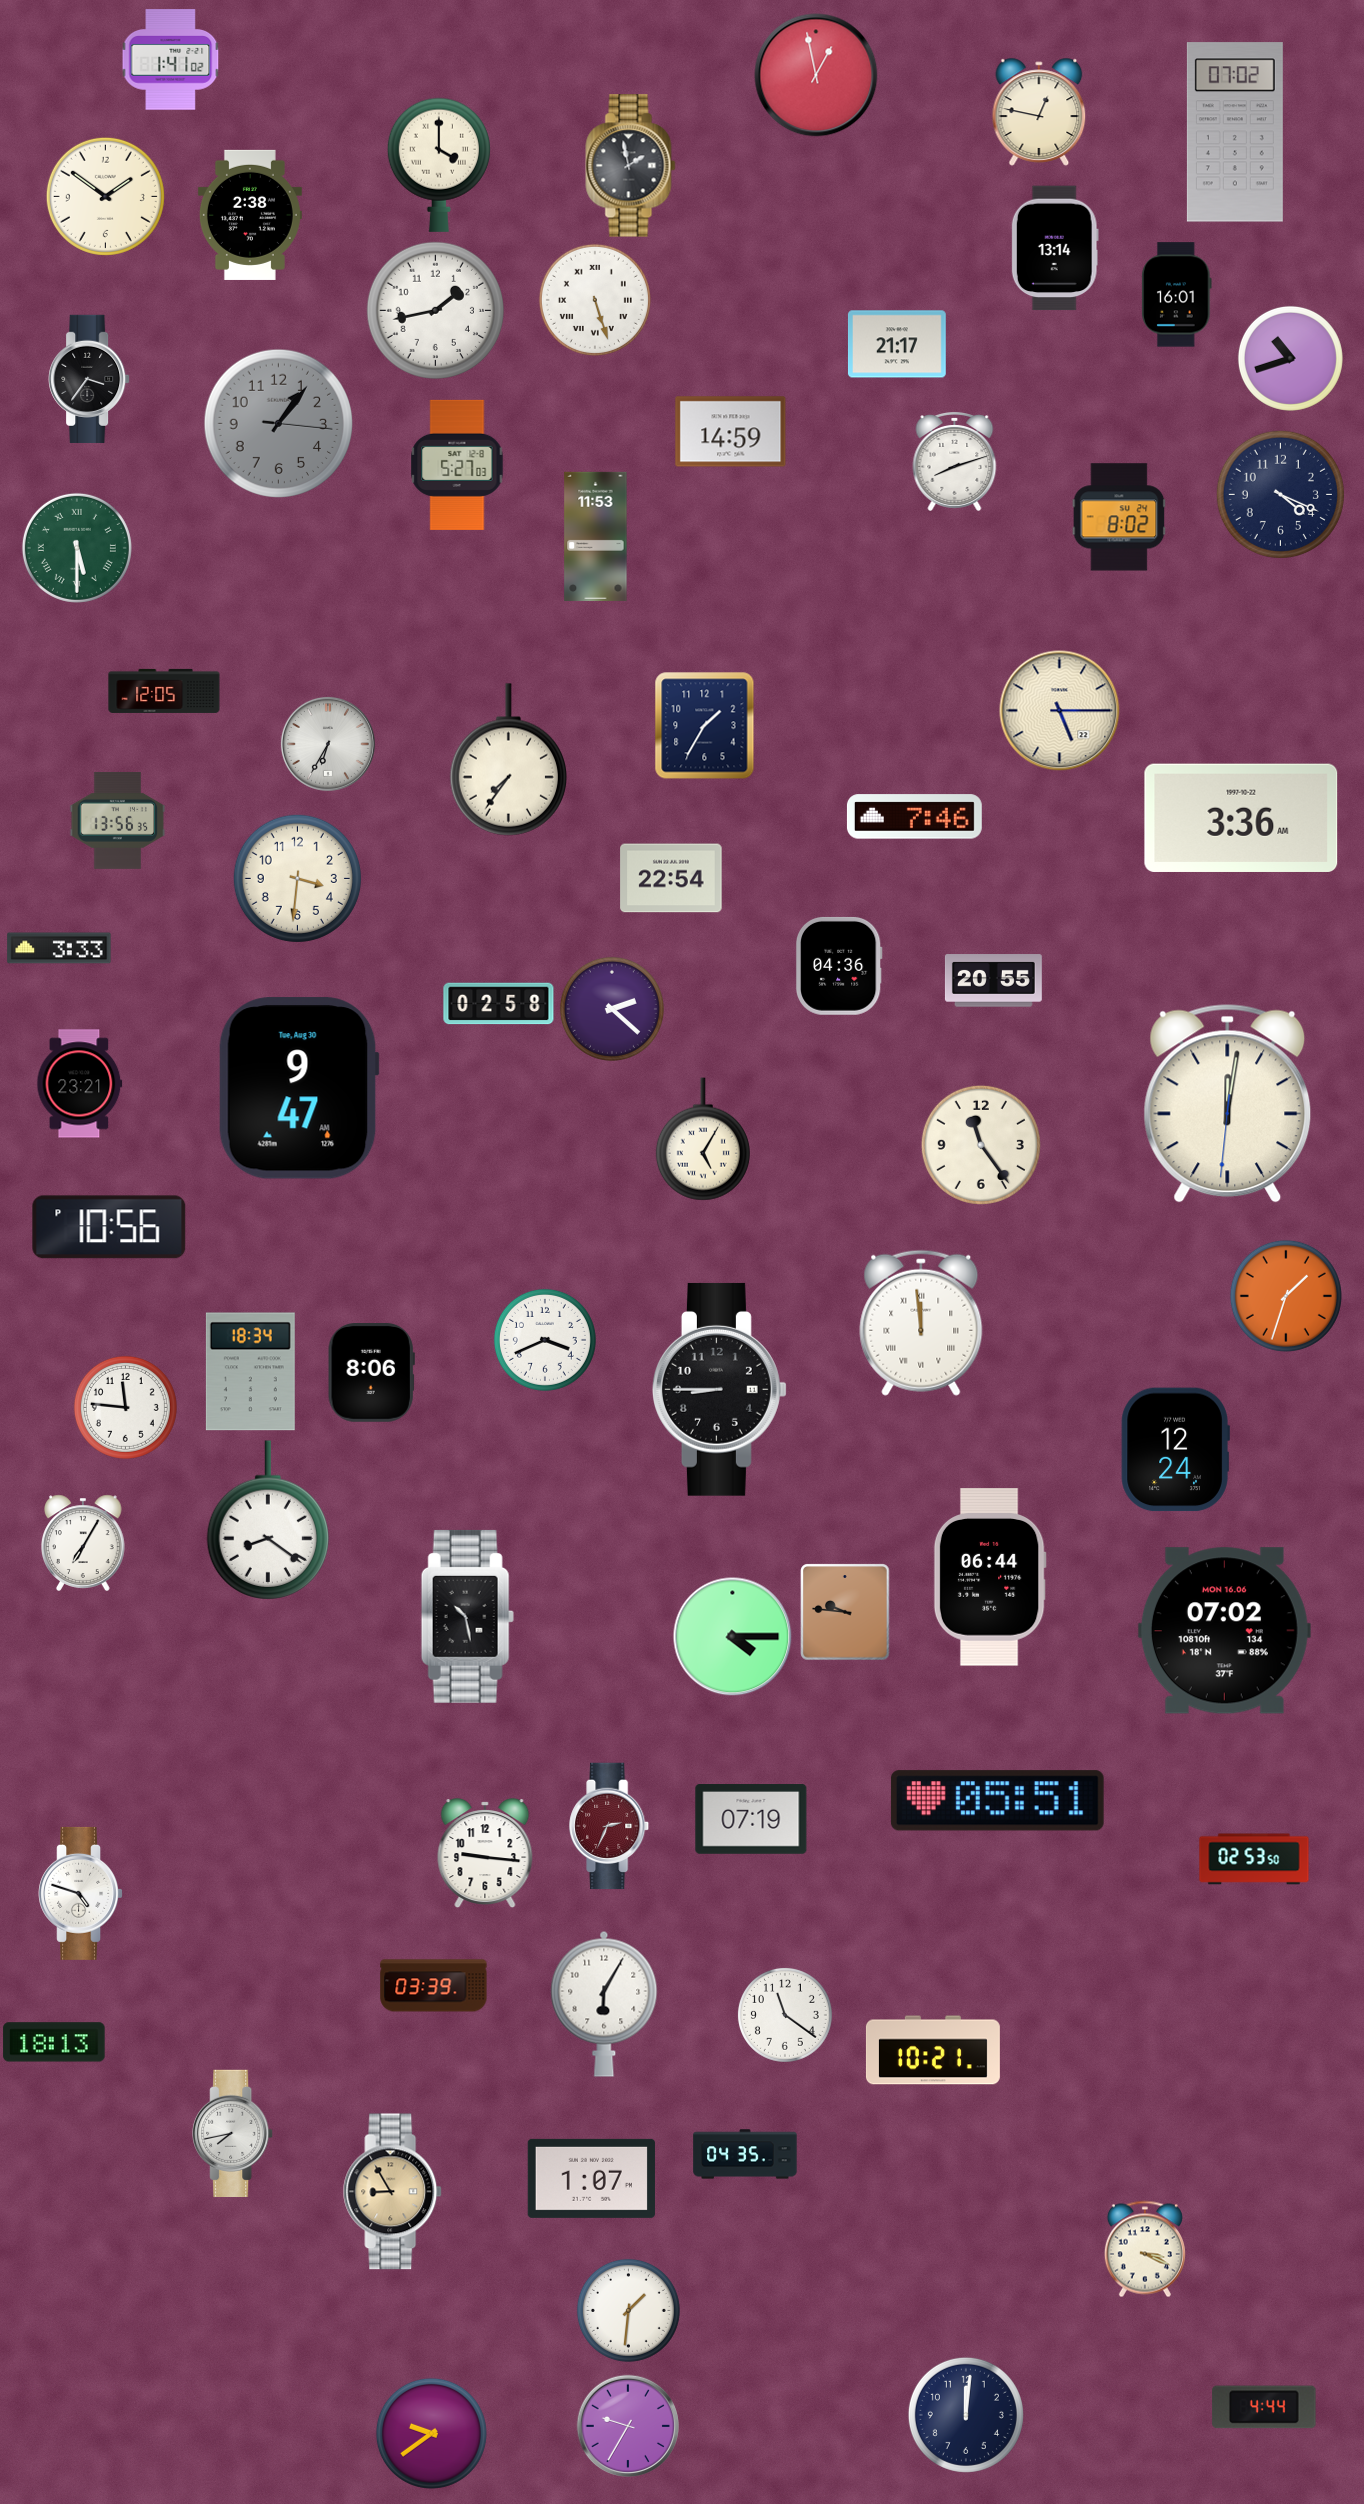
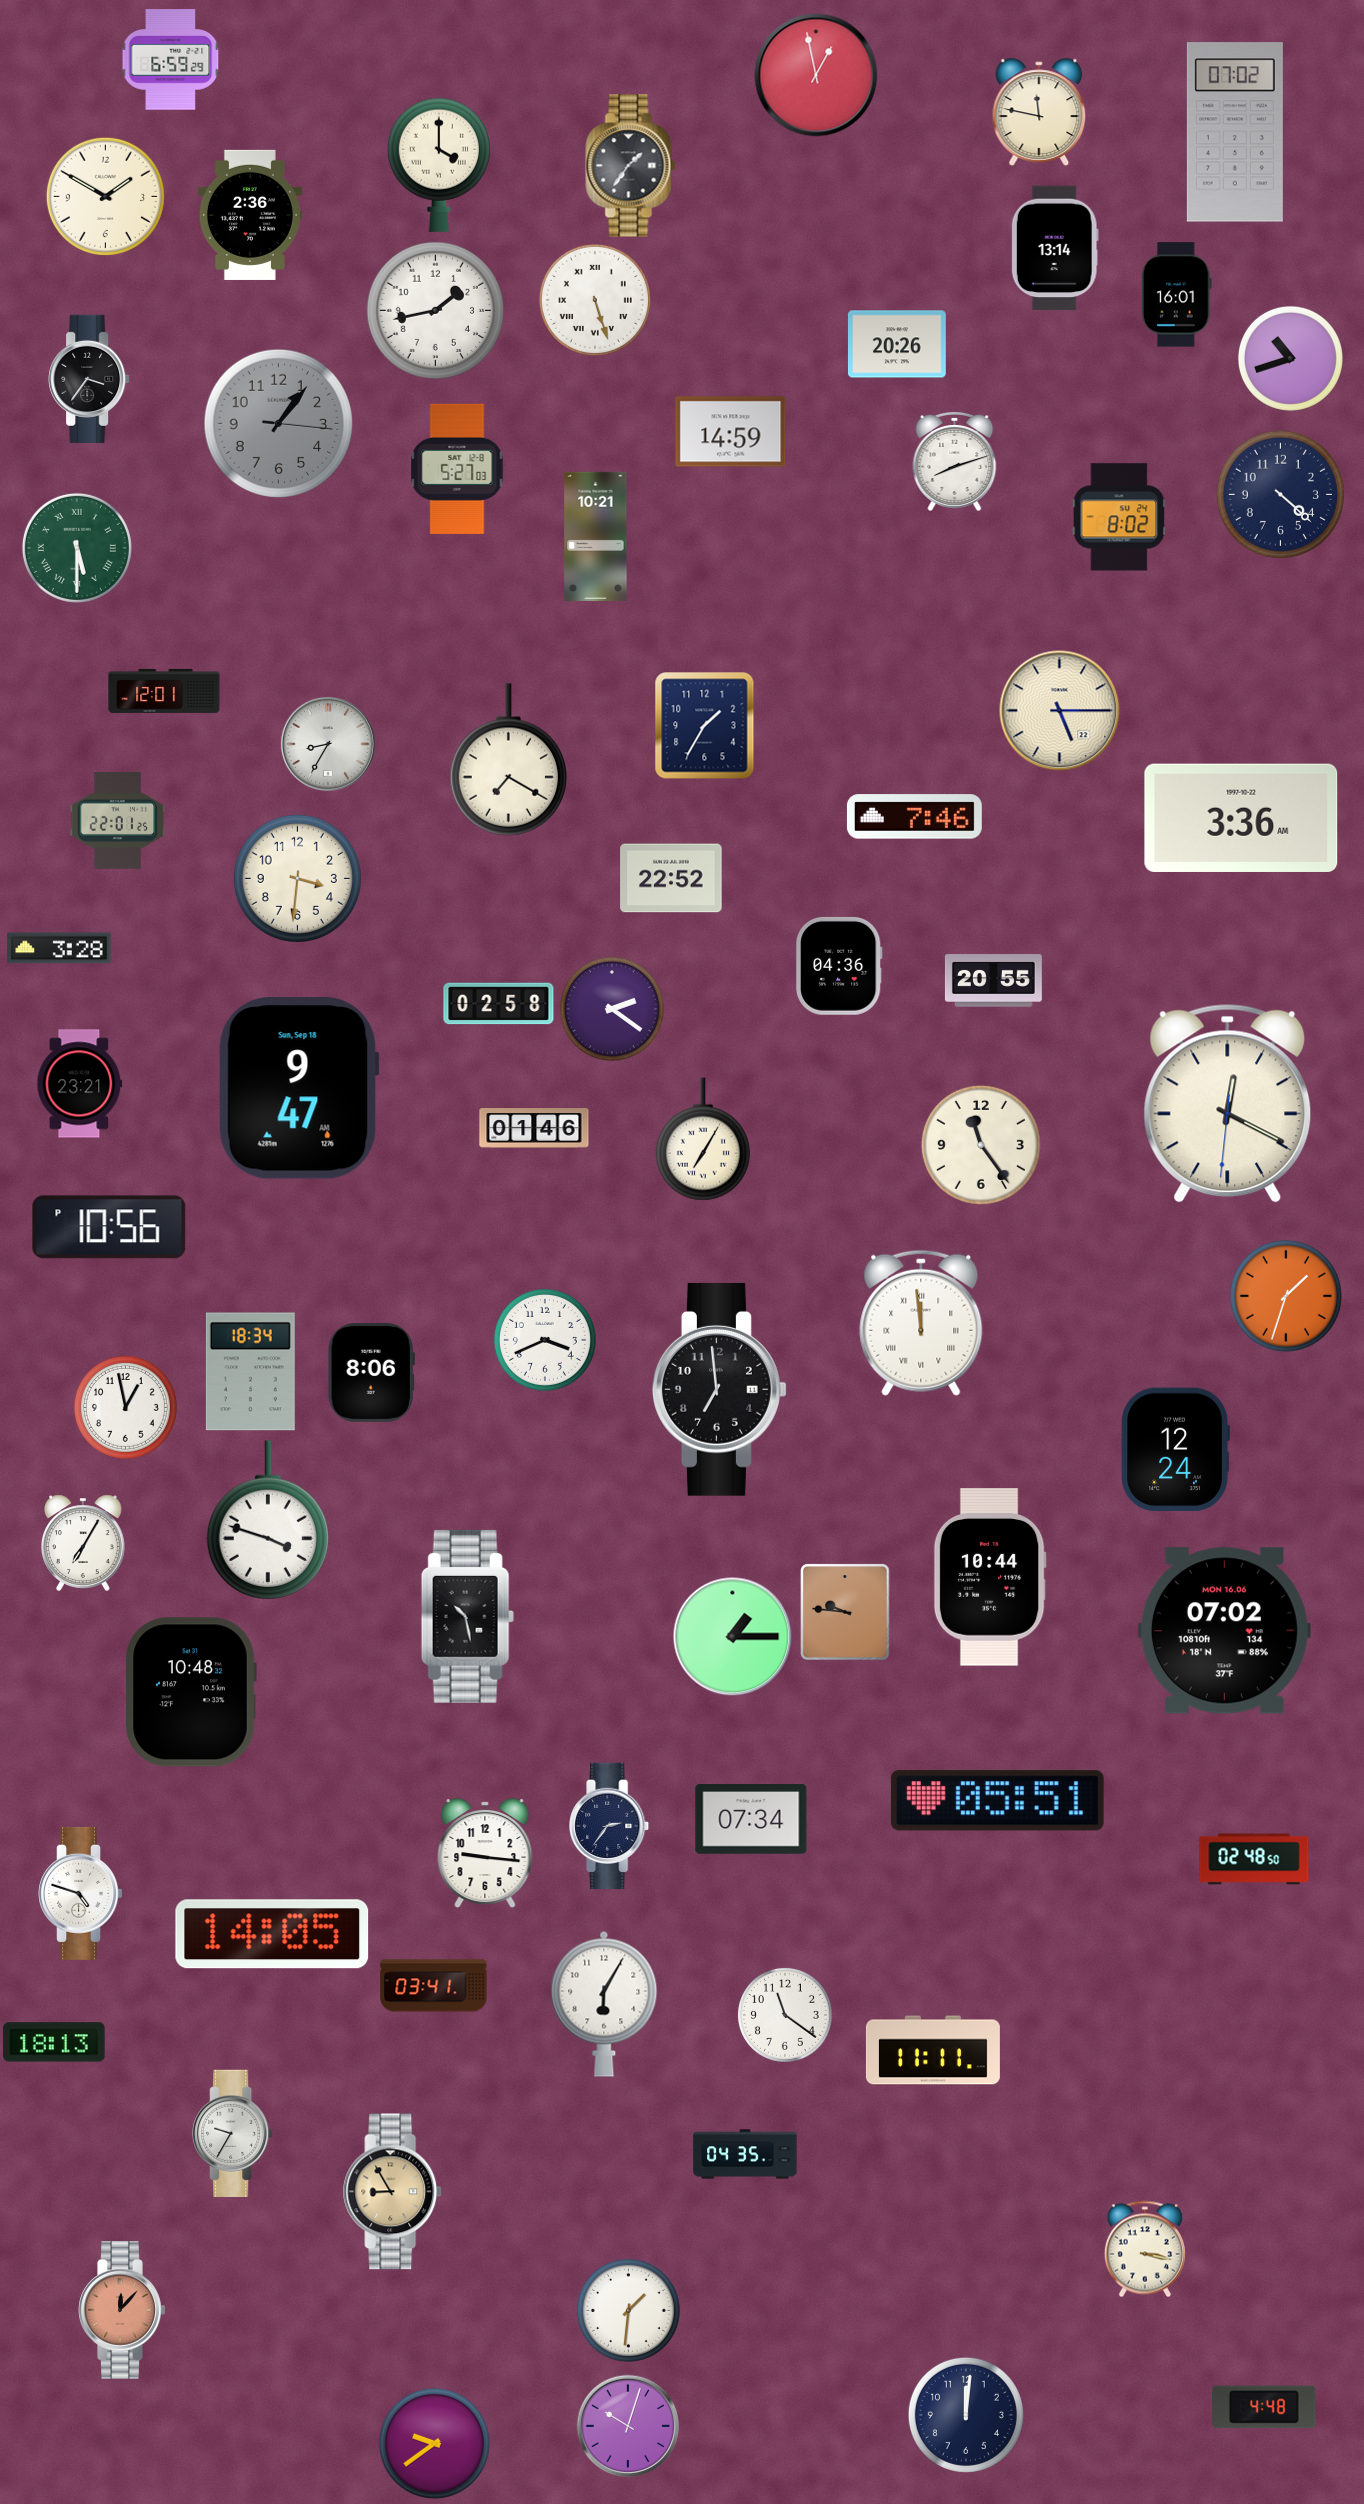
clock at (171, 60): 1:41 -> 6:59
clock at (1039, 112): 12:47 -> 11:47
clock at (631, 166): 1:58 -> 1:36
clock at (105, 196): 1:51 -> 1:50
clock at (250, 215): 2:38 -> 2:36
clock at (897, 344): 21:17 -> 20:26
clock at (457, 465) position: (457, 465) -> (457, 469)
clock at (1280, 494): 4:19 -> 4:22
clock at (596, 536): 11:53 -> 10:21
clock at (164, 691): 12:05 -> 12:01
clock at (328, 744): 6:35 -> 8:35
clock at (508, 760): 7:36 -> 7:20
clock at (118, 820): 13:56 -> 22:01
clock at (671, 878): 22:54 -> 22:52
clock at (59, 948): 3:33 -> 3:28
clock at (612, 1009): 2:22 -> 2:21
clock at (299, 1088) date: Tue, Aug 30 -> Sun, Sep 18
clock at (1228, 1103): 12:01 -> 12:19
clock at (534, 1128): none -> 01:46
clock at (703, 1139): 5:05 -> 7:05
clock at (719, 1389): 8:45 -> 6:59
clock at (125, 1407): 11:46 -> 12:58
clock at (267, 1520): 8:21 -> 3:48
clock at (990, 1577): 06:44 -> 10:44
clock at (733, 1637): 4:15 -> 1:15
clock at (191, 1692): none -> 10:48
clock at (751, 1820): 07:19 -> 07:34
clock at (610, 1826): 2:34 -> 2:36
clock at (610, 1826) dial: burgundy -> navy
clock at (1254, 1859): 02:53 -> 02:48
clock at (272, 1934): none -> 14:05
clock at (434, 1986): 03:39 -> 03:41
clock at (933, 2050): 10:21 -> 11:11
clock at (233, 2133): 7:43 -> 9:35
clock at (591, 2178): 1:07 -> none
clock at (1145, 2249): 3:19 -> 3:17
clock at (122, 2310): none -> 12:07
clock at (1264, 2407): 4:44 -> 4:48
clock at (627, 2425): 9:35 -> 10:03
clock at (431, 2433) position: (431, 2433) -> (434, 2443)
